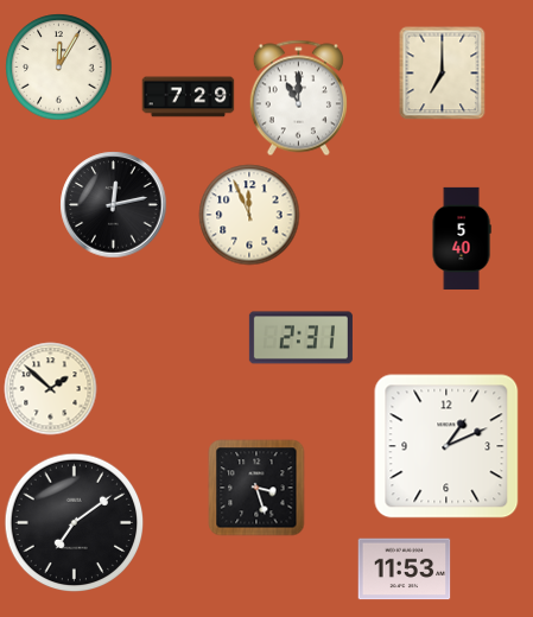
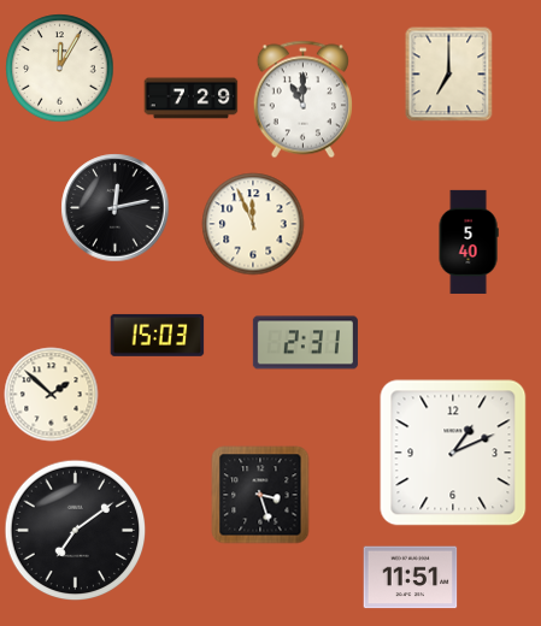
clock at (249, 215) position: (249, 215) -> (253, 224)
clock at (157, 335): none -> 15:03
clock at (404, 570): 11:53 -> 11:51
